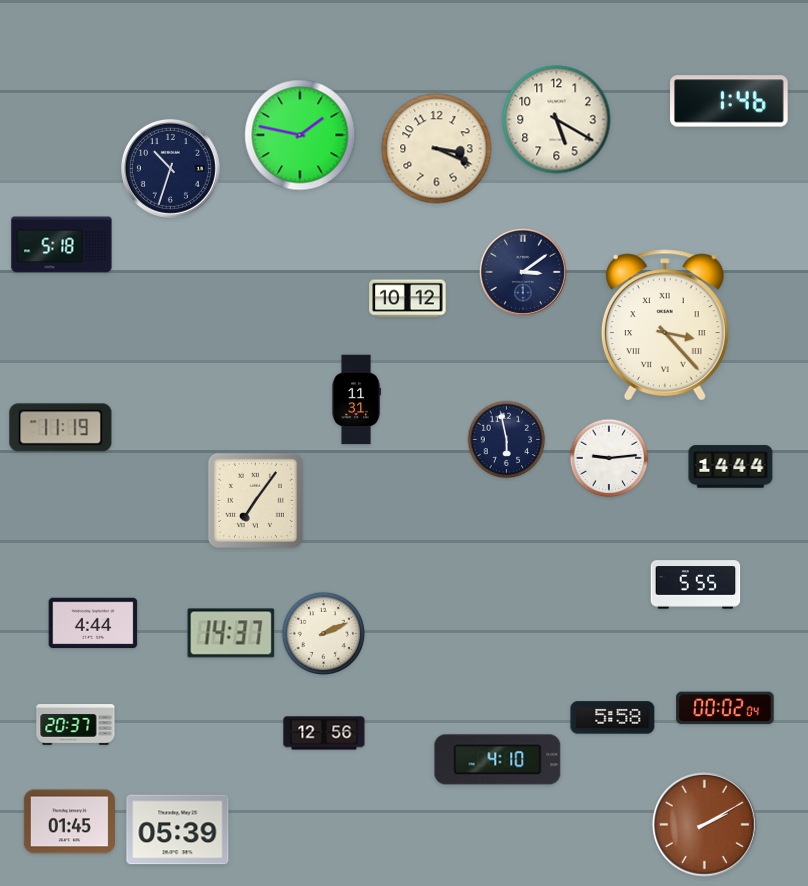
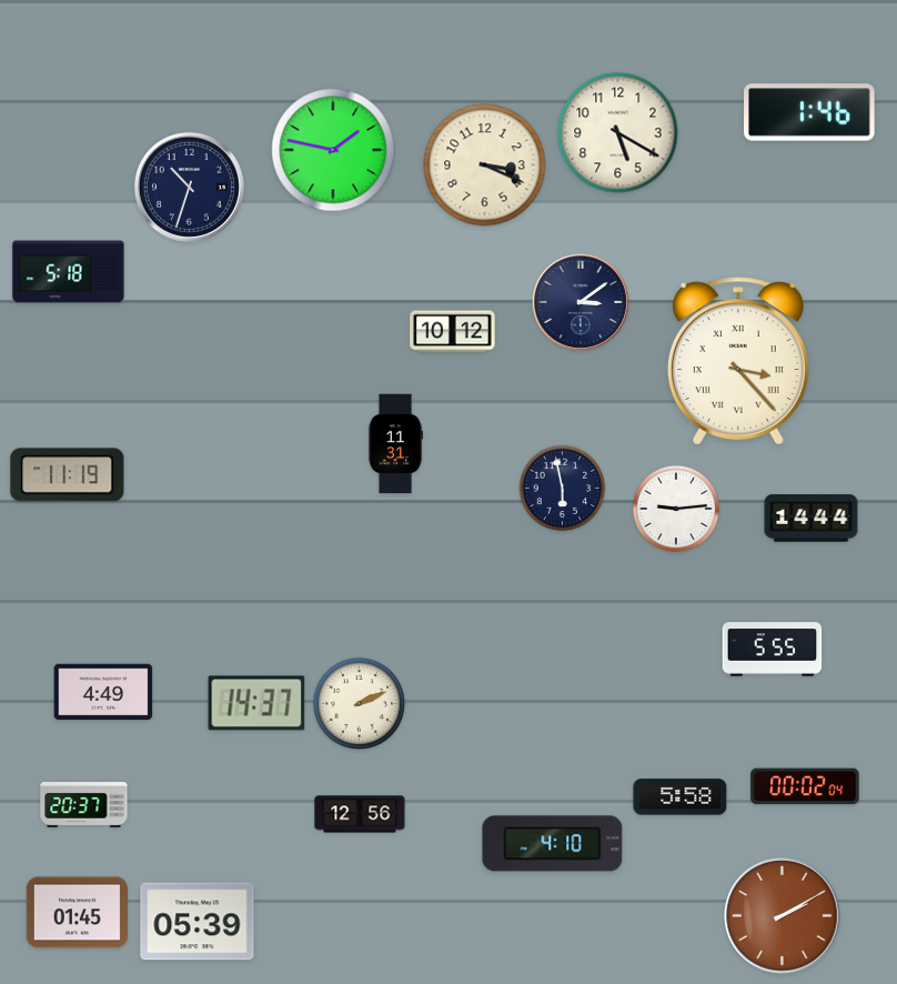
clock at (255, 500): 7:06 -> none
clock at (93, 623): 4:44 -> 4:49
